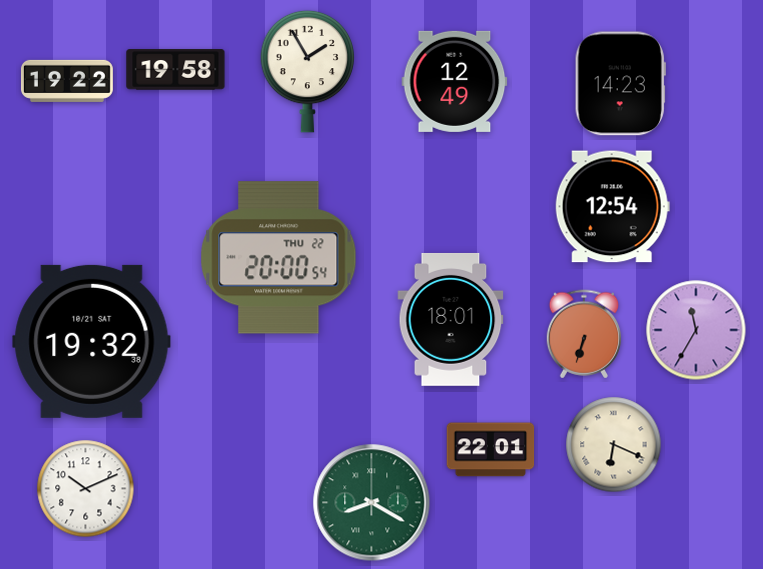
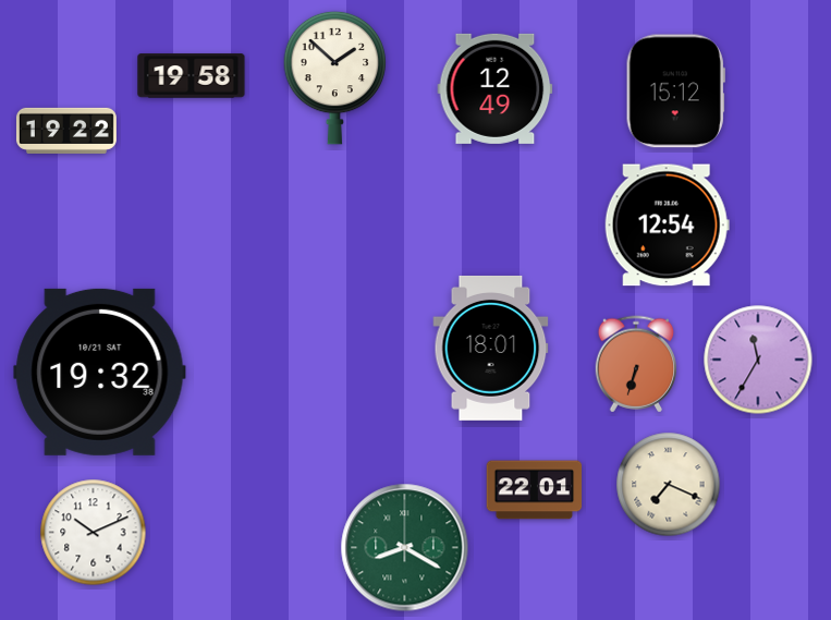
clock at (308, 71): 1:55 -> 1:52
clock at (67, 81) position: (67, 81) -> (66, 131)
clock at (620, 84): 14:23 -> 15:12
clock at (279, 258): 20:00 -> none
clock at (614, 445): 6:19 -> 7:19
